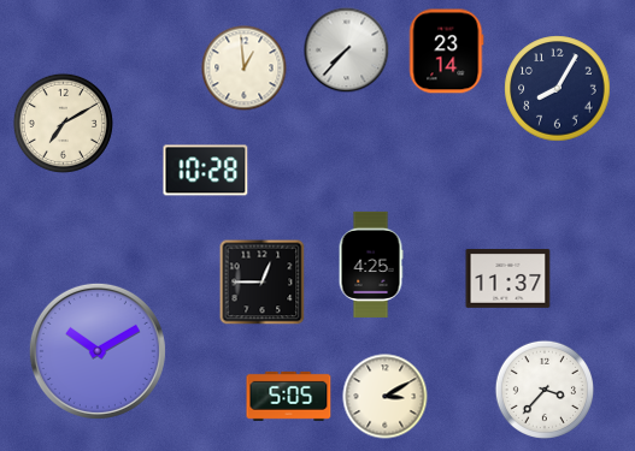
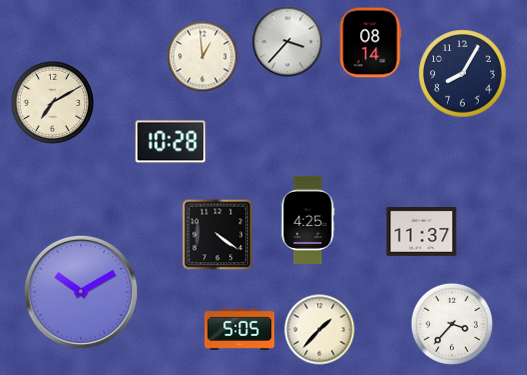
clock at (347, 51): 7:37 -> 3:37
clock at (447, 52): 23:14 -> 08:14
clock at (263, 283): 12:45 -> 4:21
clock at (386, 397): 3:10 -> 1:37
